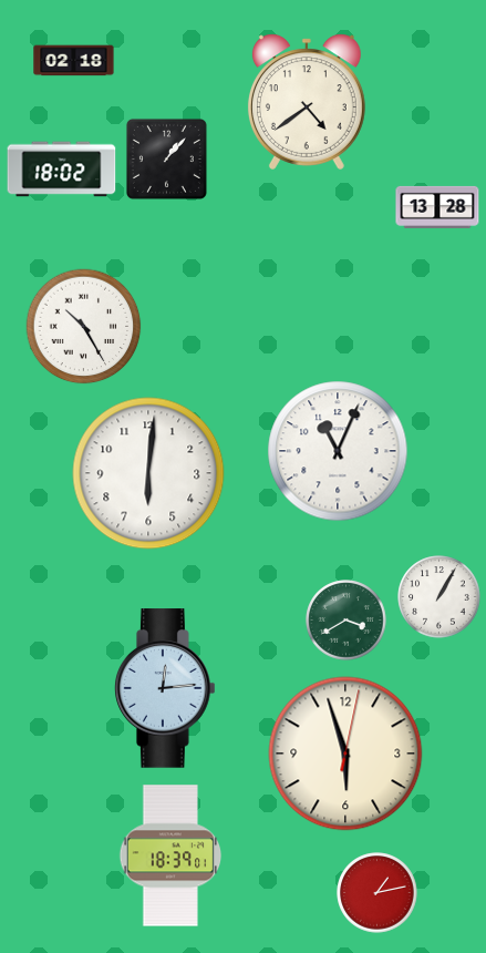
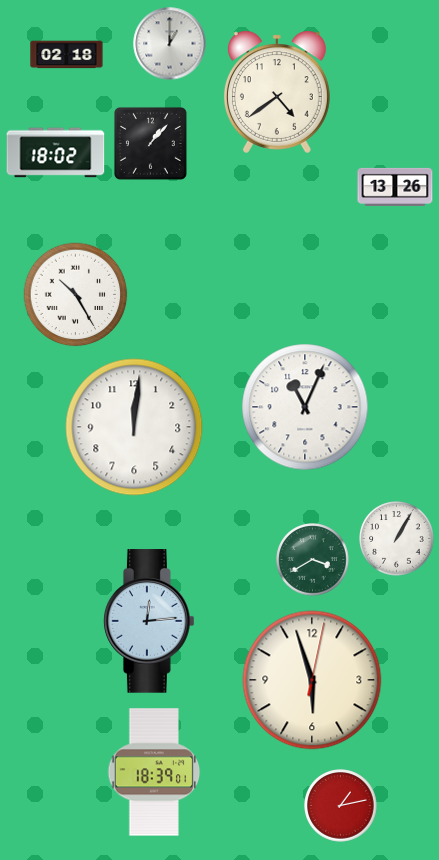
clock at (170, 44): none -> 1:00
clock at (437, 207): 13:28 -> 13:26
clock at (148, 473): 6:01 -> 12:01
